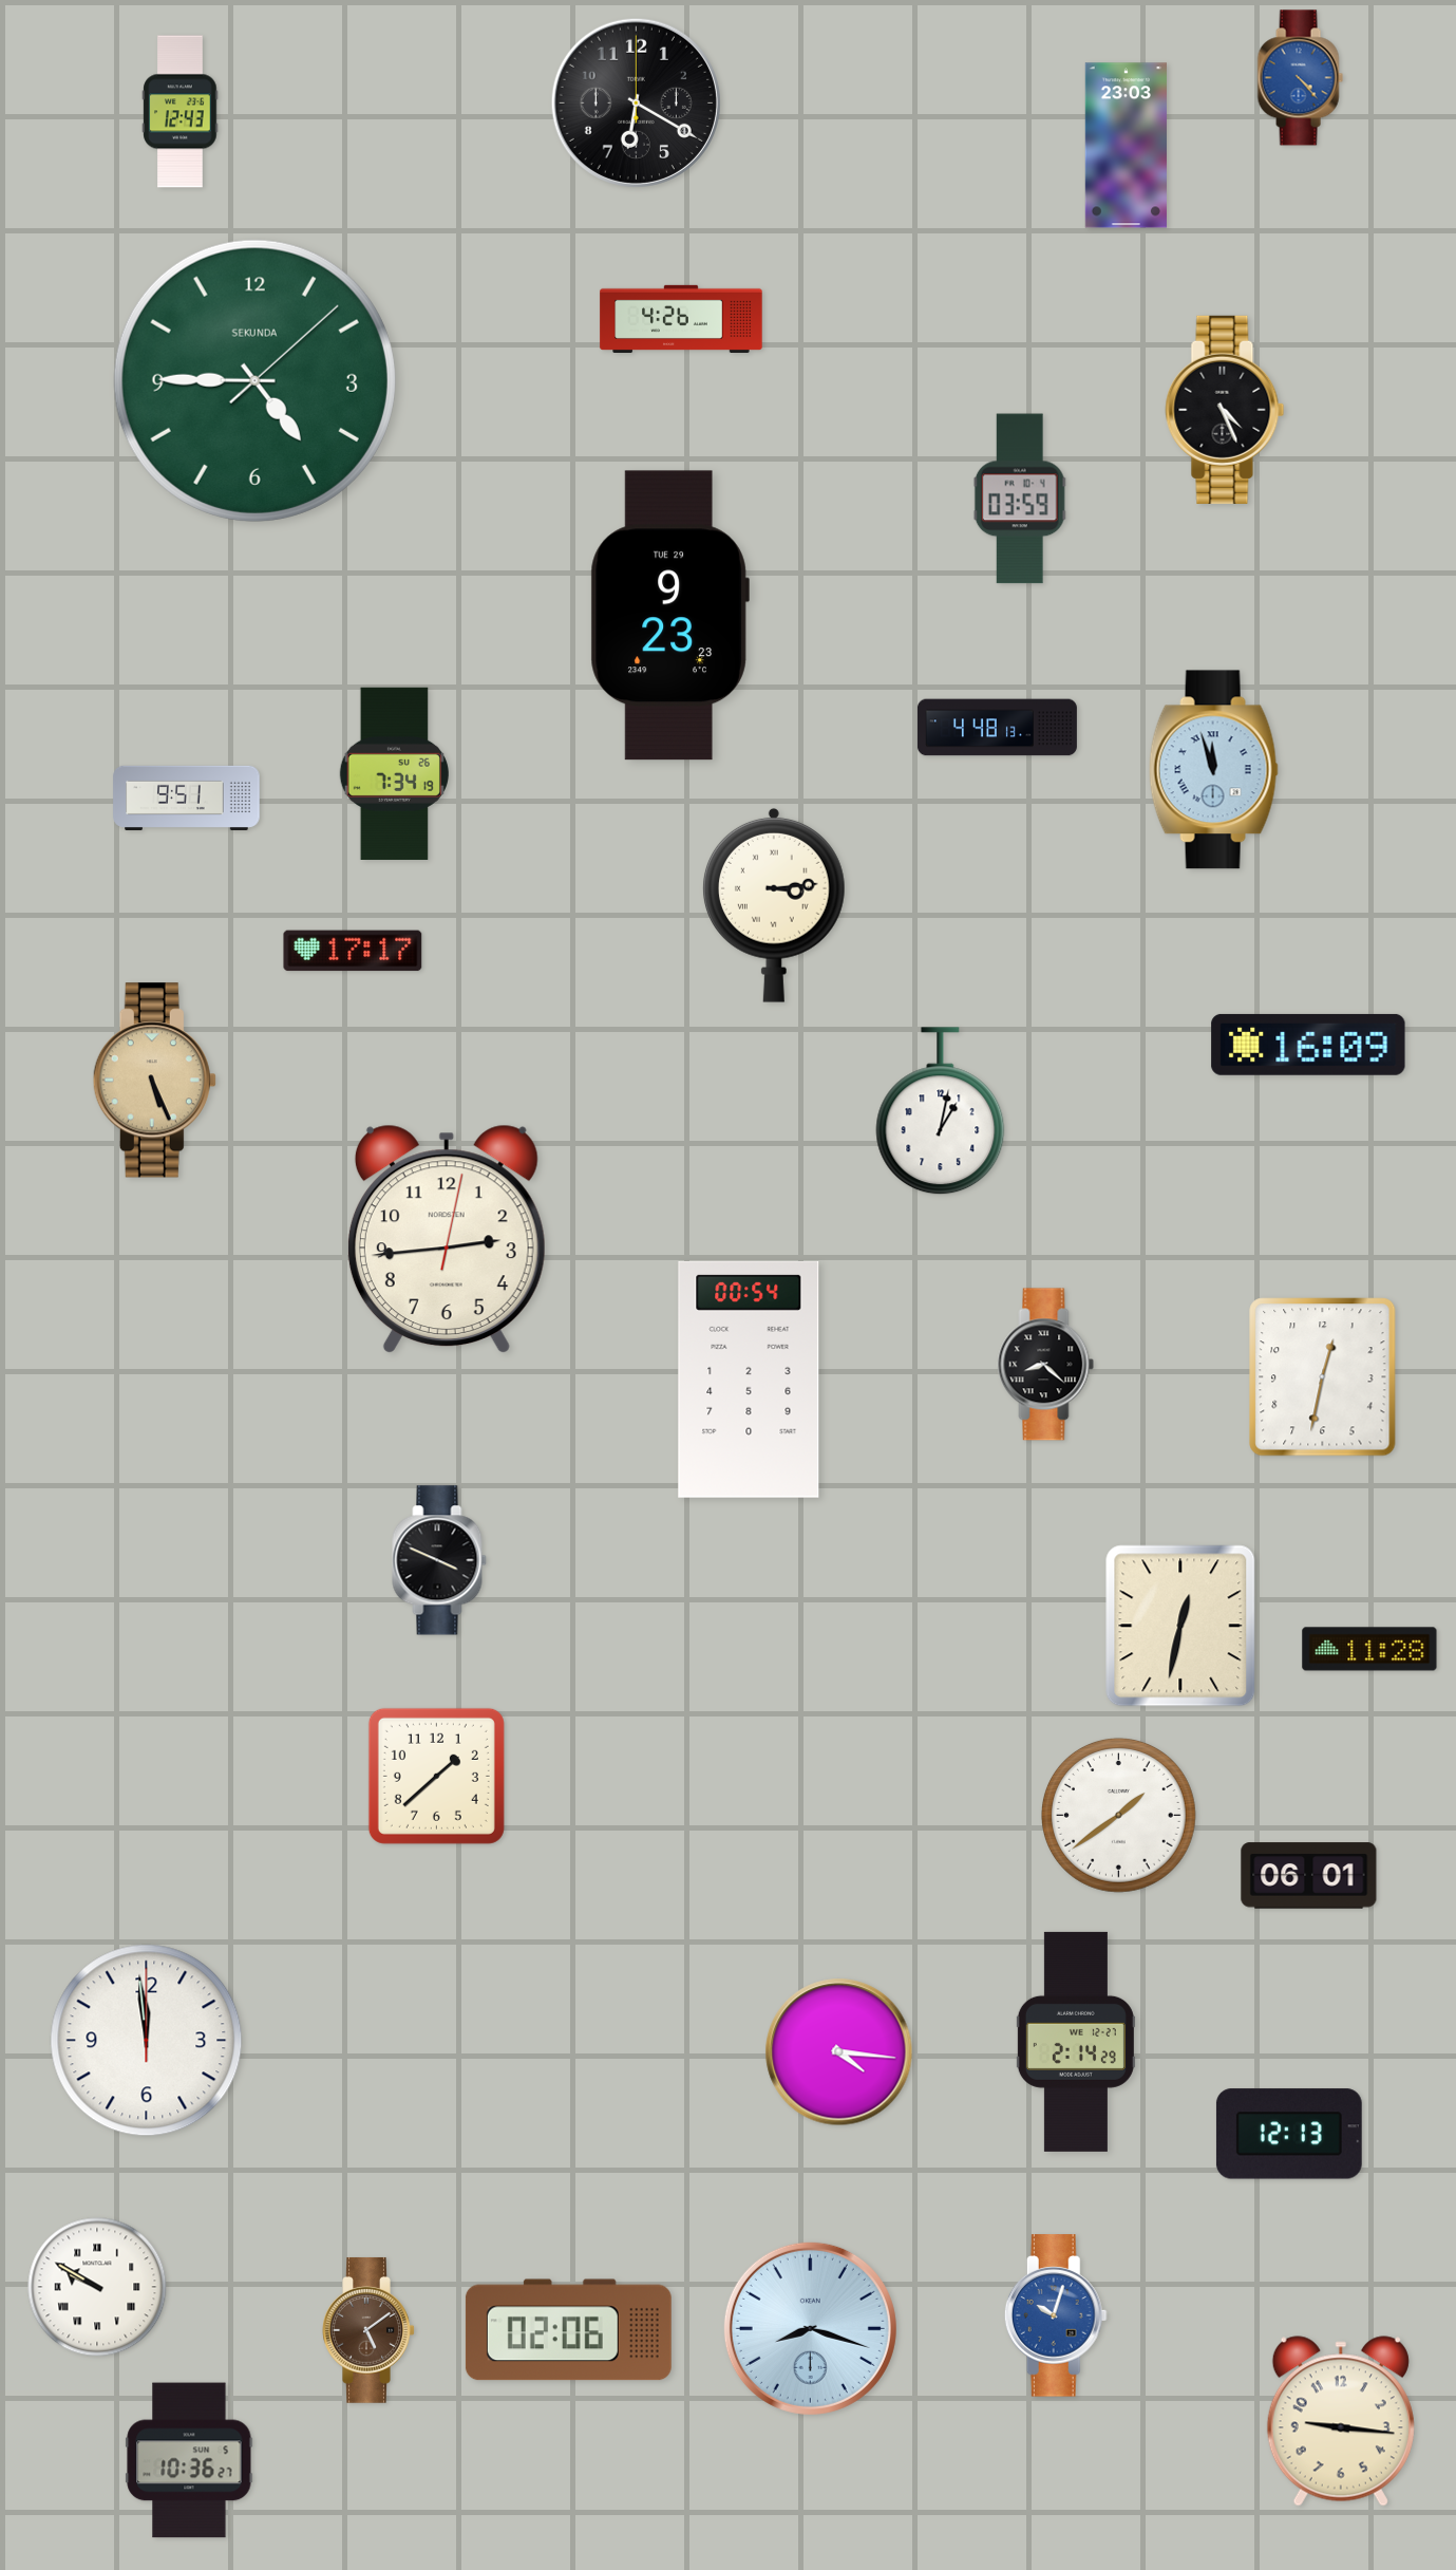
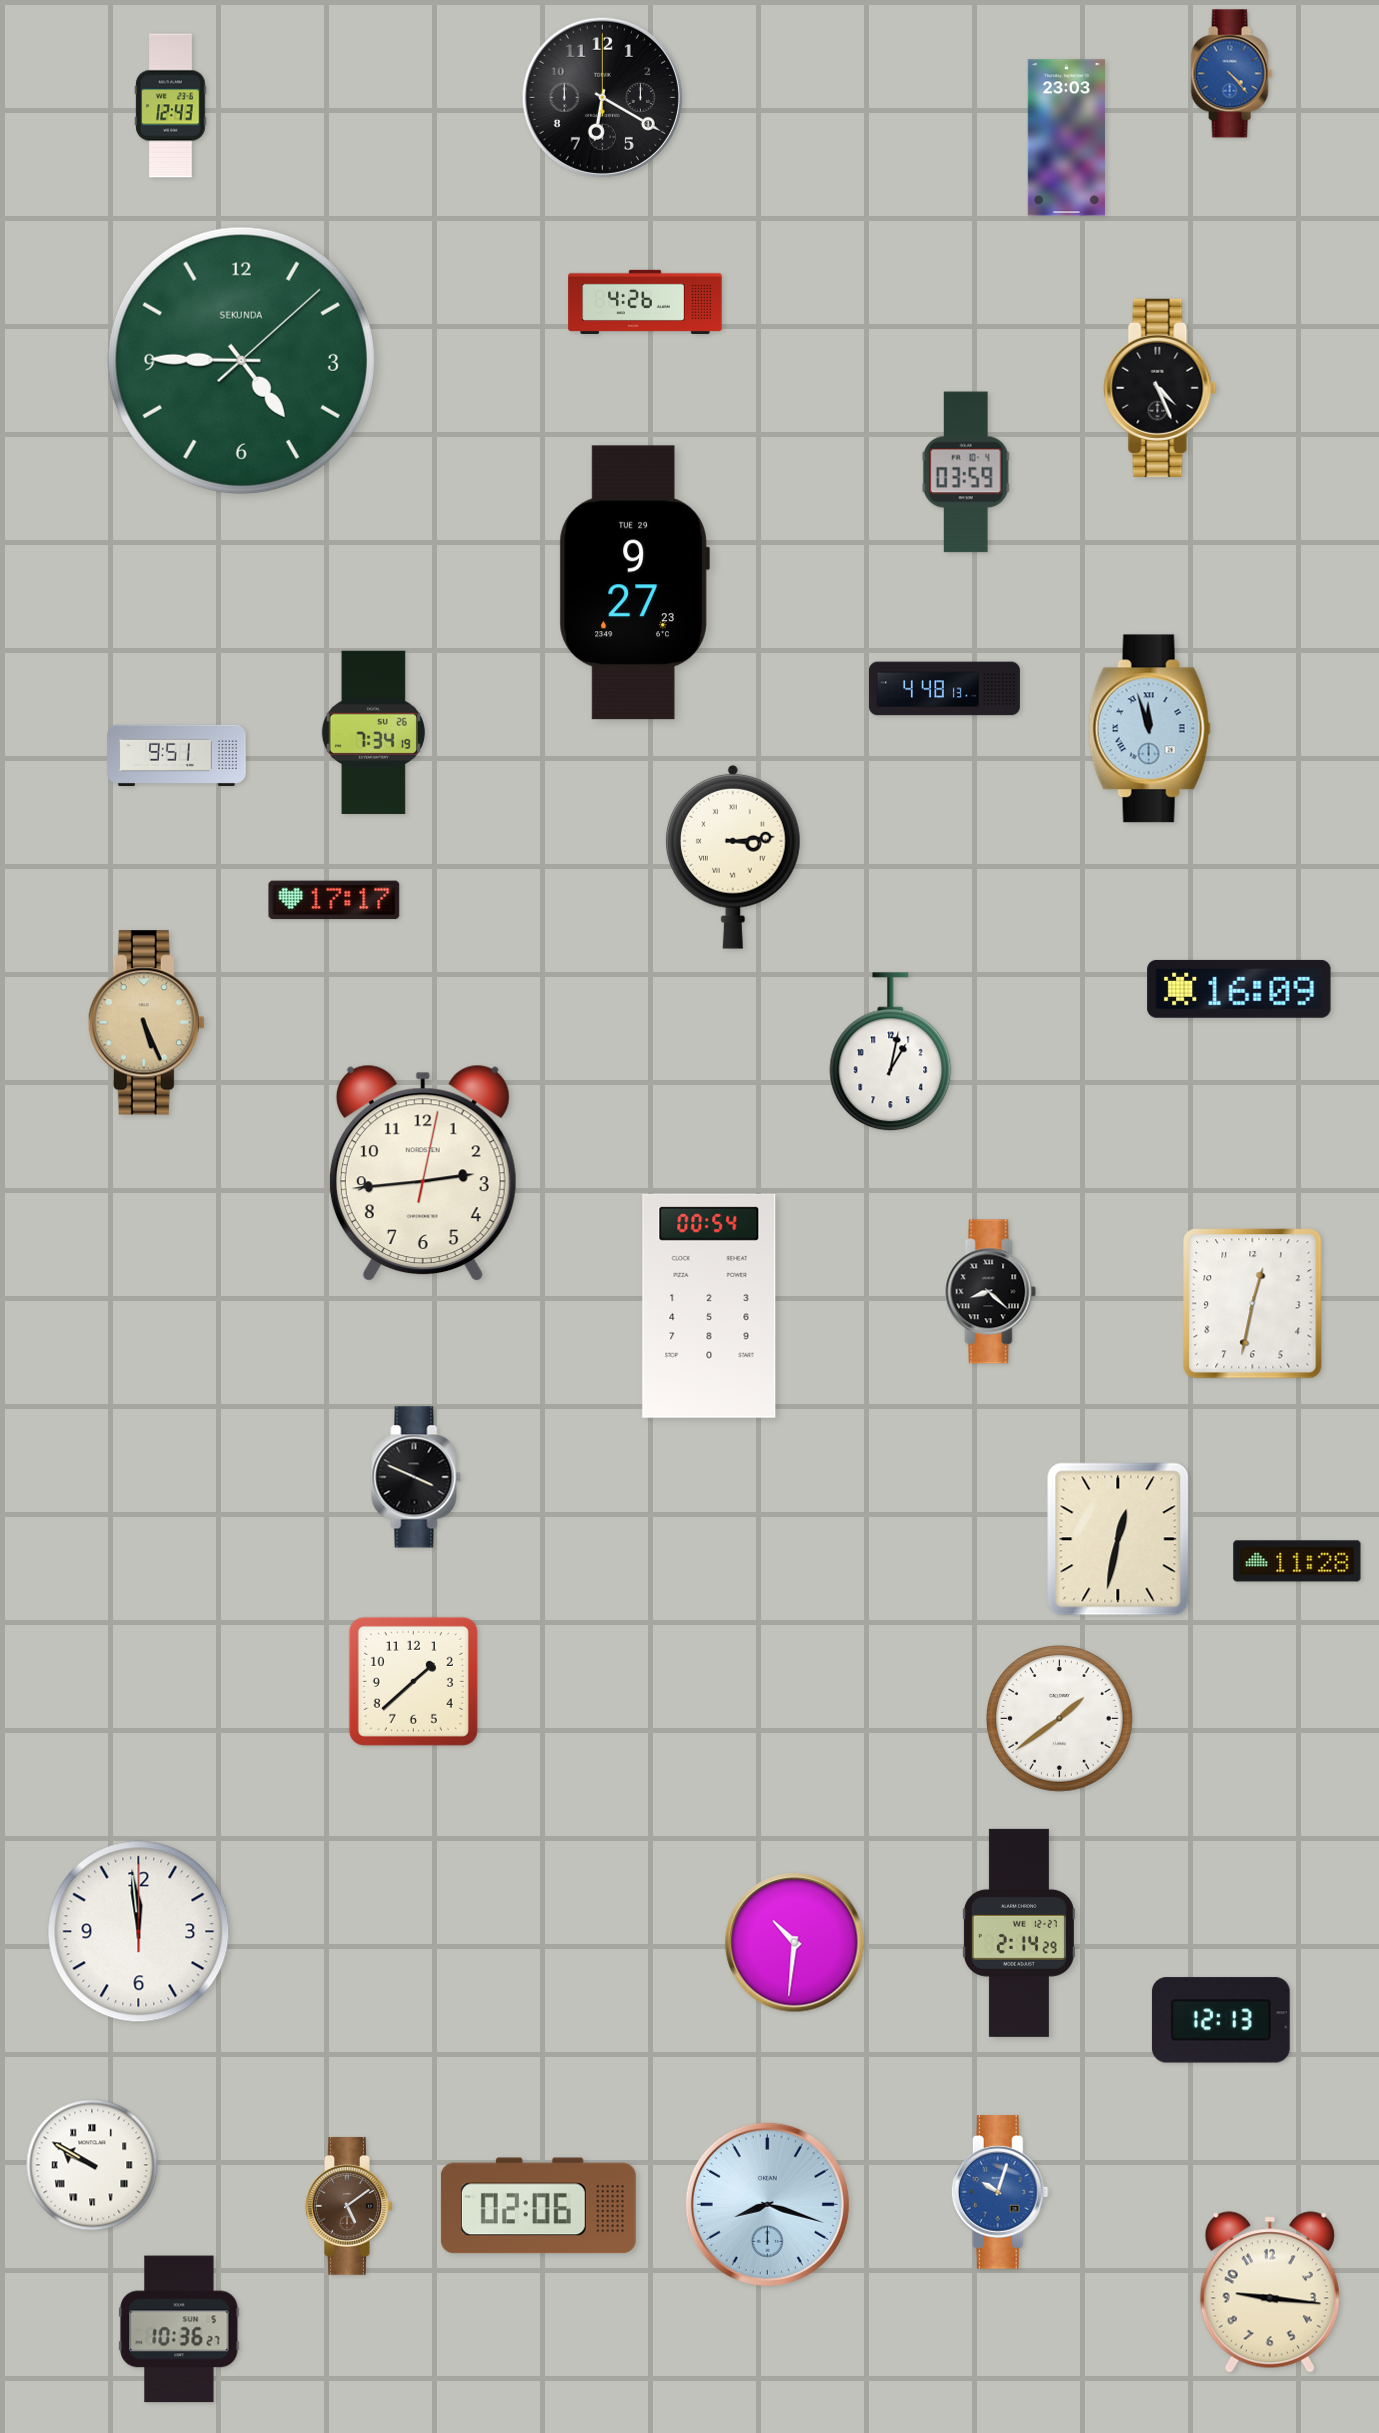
clock at (669, 616): 9:23 -> 9:27
clock at (1309, 1876): 06:01 -> none
clock at (839, 2052): 4:16 -> 10:31
